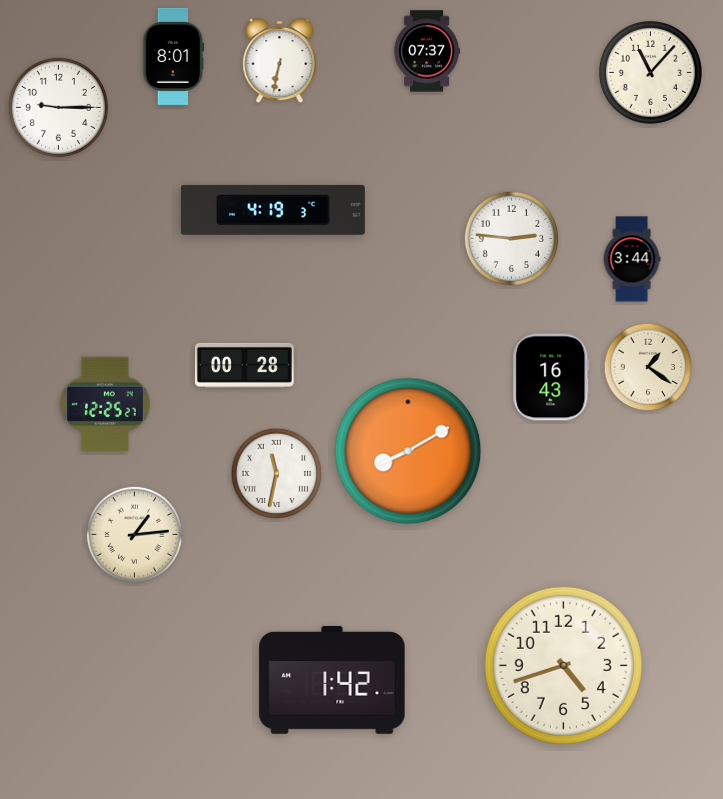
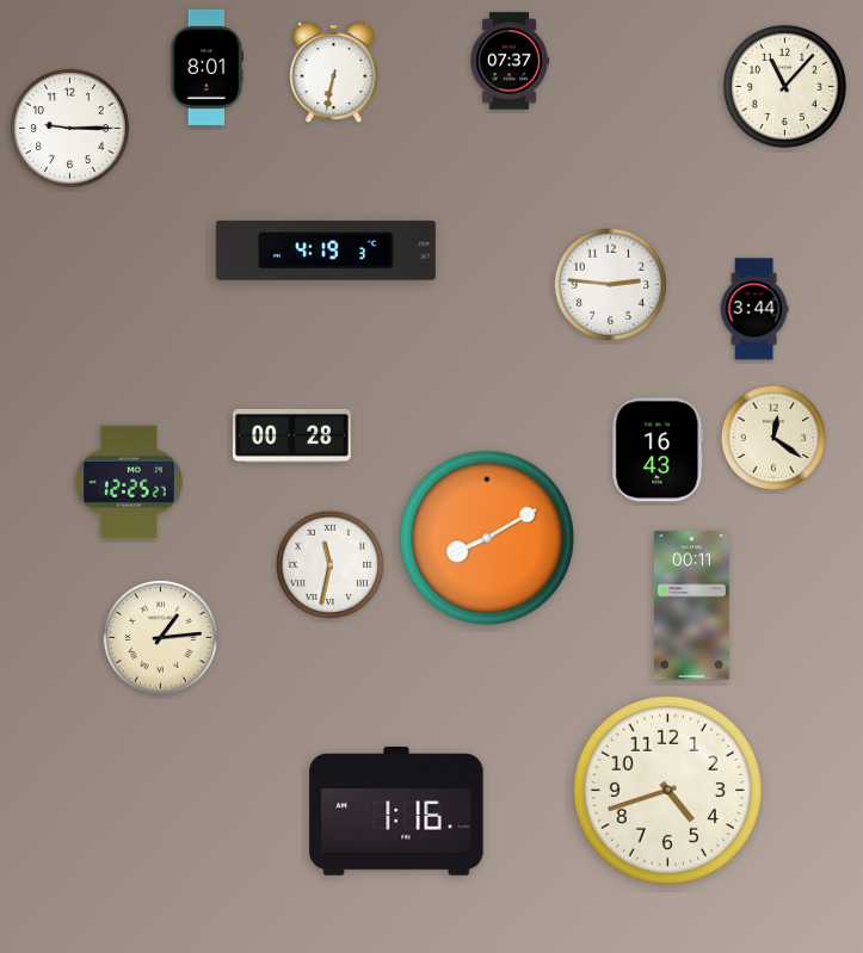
clock at (650, 72) position: (650, 72) -> (784, 86)
clock at (648, 367): 1:21 -> 12:21
clock at (106, 403) position: (106, 403) -> (130, 481)
clock at (691, 606): none -> 00:11
clock at (563, 665) position: (563, 665) -> (667, 790)
clock at (332, 680): 1:42 -> 1:16
